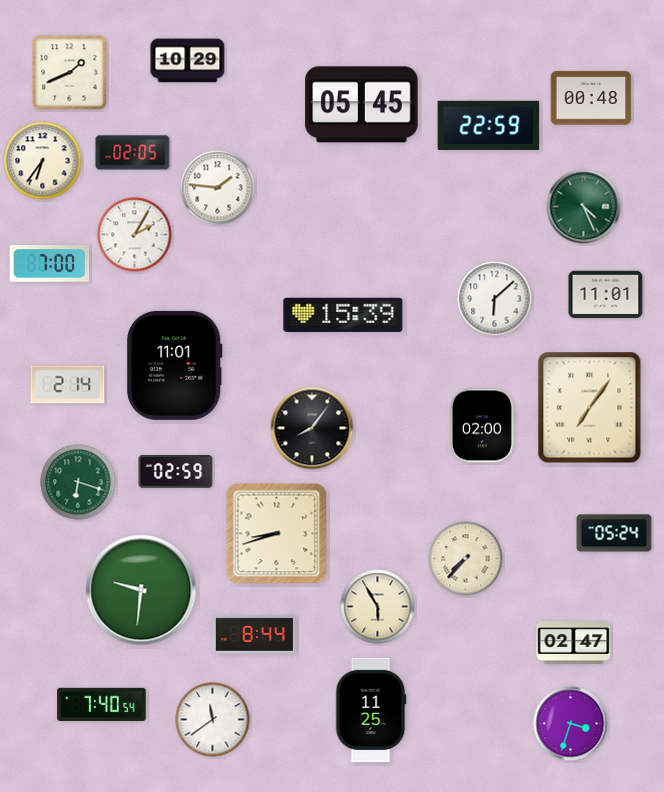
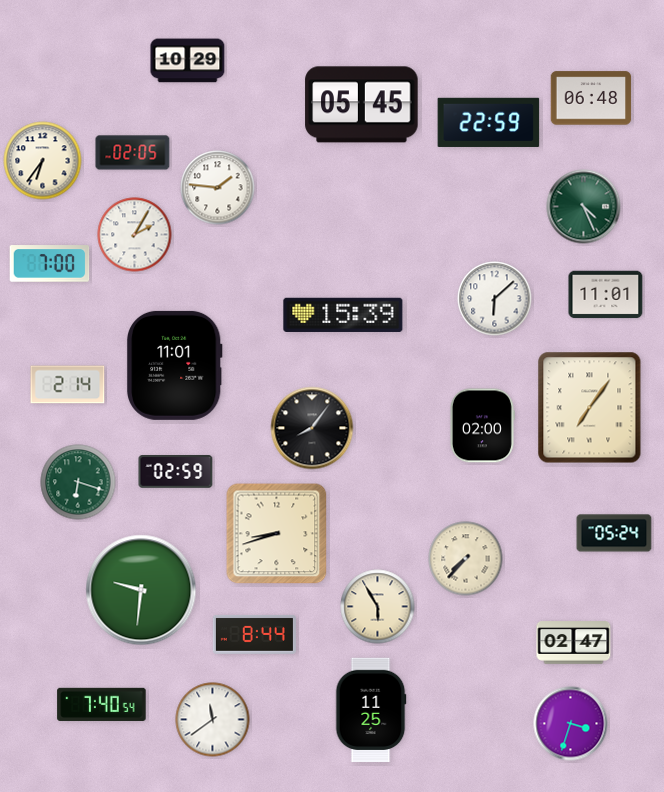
clock at (70, 73): 1:41 -> none
clock at (591, 98): 00:48 -> 06:48
clock at (489, 125) position: (489, 125) -> (489, 122)
